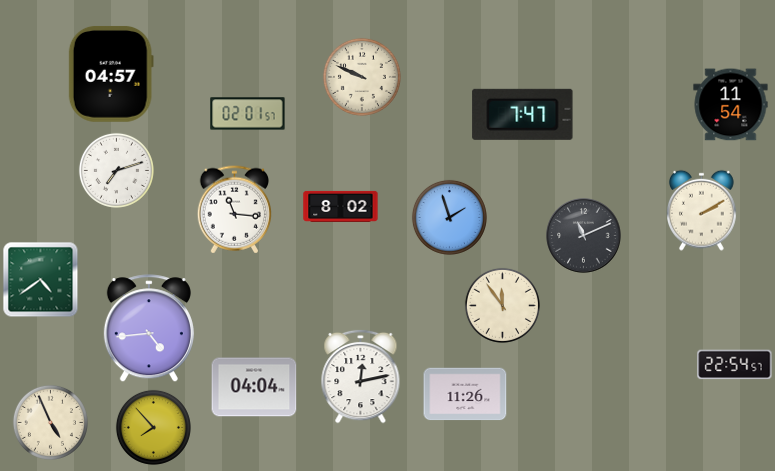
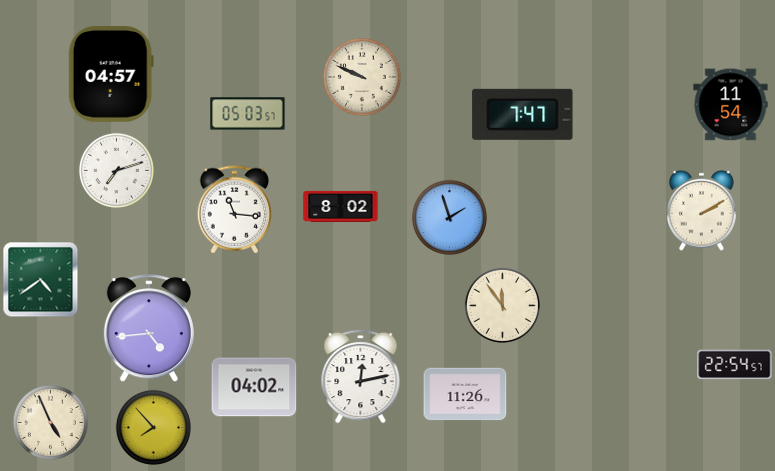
clock at (248, 114): 02:01 -> 05:03
clock at (584, 236): 11:11 -> none
clock at (254, 387): 04:04 -> 04:02
